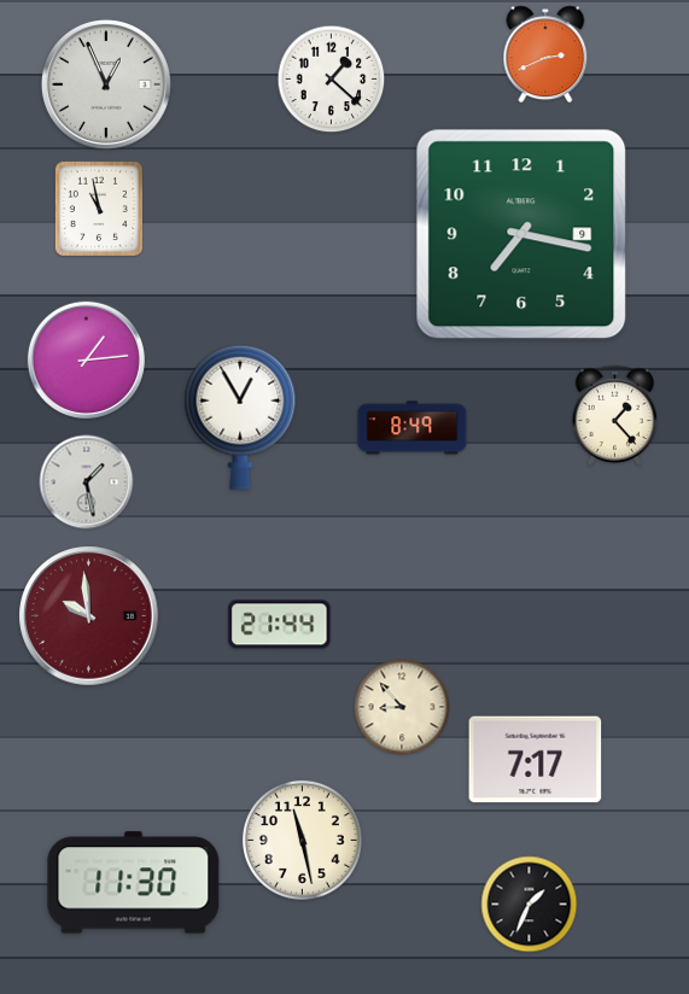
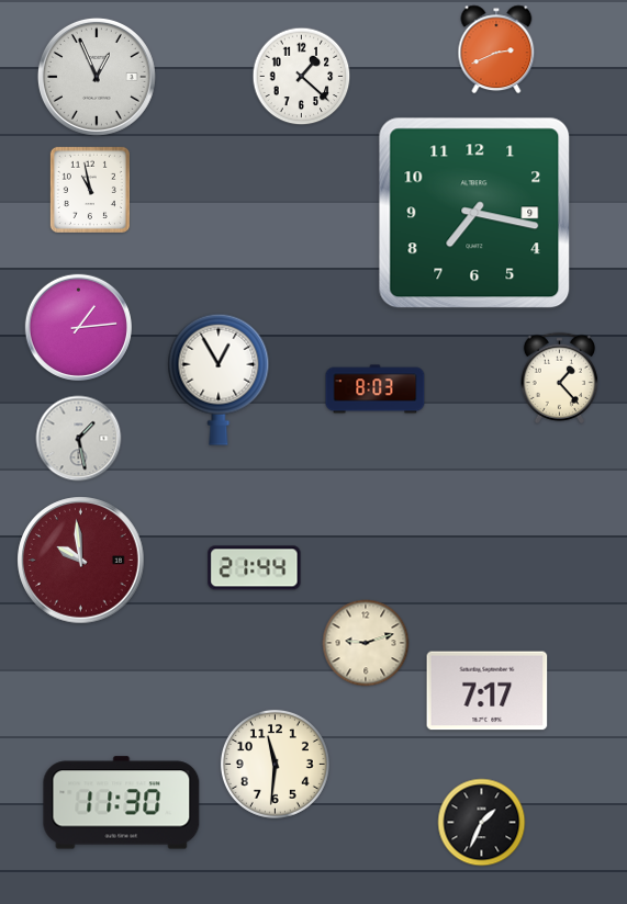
clock at (332, 80) position: (332, 80) -> (302, 77)
clock at (413, 428): 8:49 -> 8:03
clock at (402, 707): 8:53 -> 9:12
clock at (302, 840): 11:28 -> 11:31
